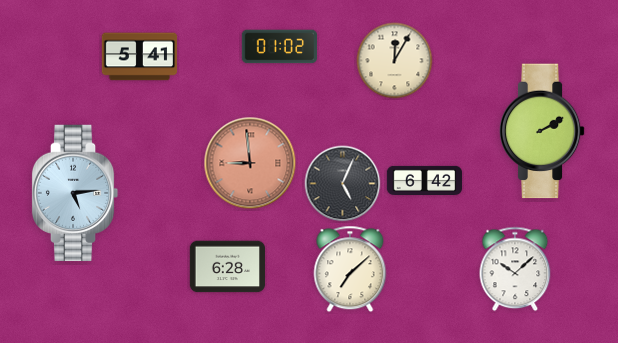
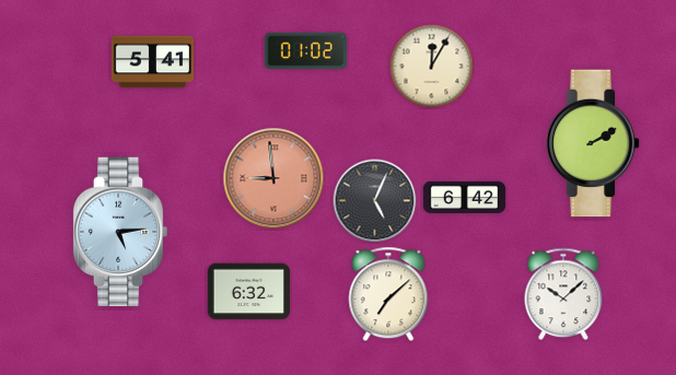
clock at (75, 193) position: (75, 193) -> (120, 232)
clock at (228, 267): 6:28 -> 6:32
clock at (350, 269) position: (350, 269) -> (388, 294)
